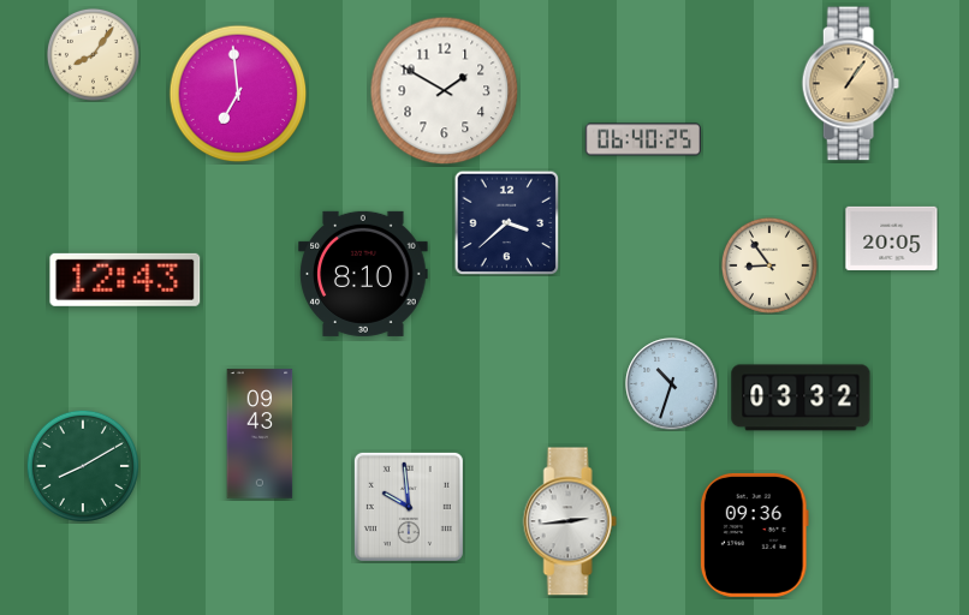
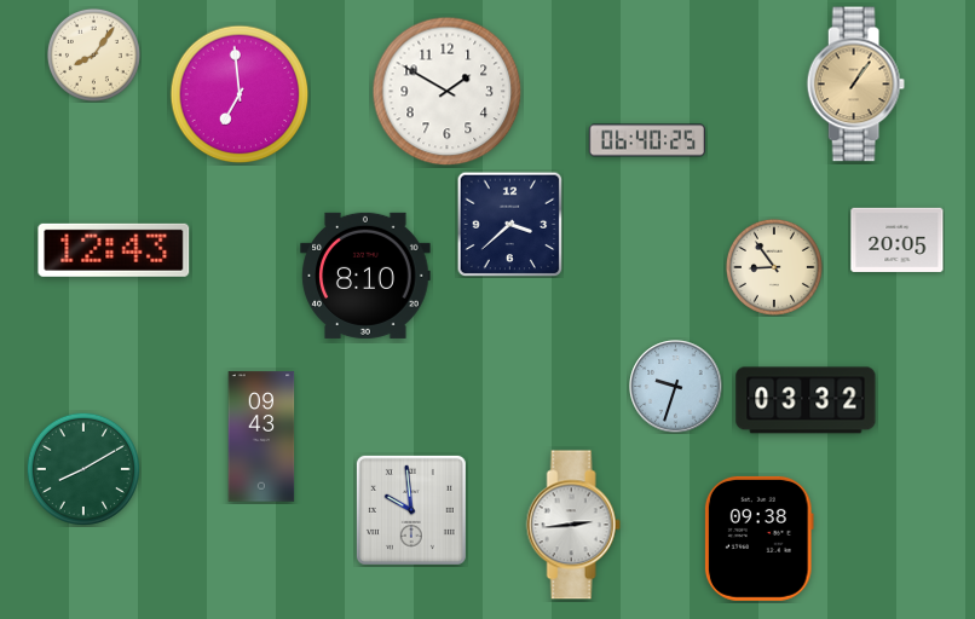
clock at (125, 280) position: (125, 280) -> (114, 250)
clock at (672, 384): 10:33 -> 9:33
clock at (754, 535): 09:36 -> 09:38
